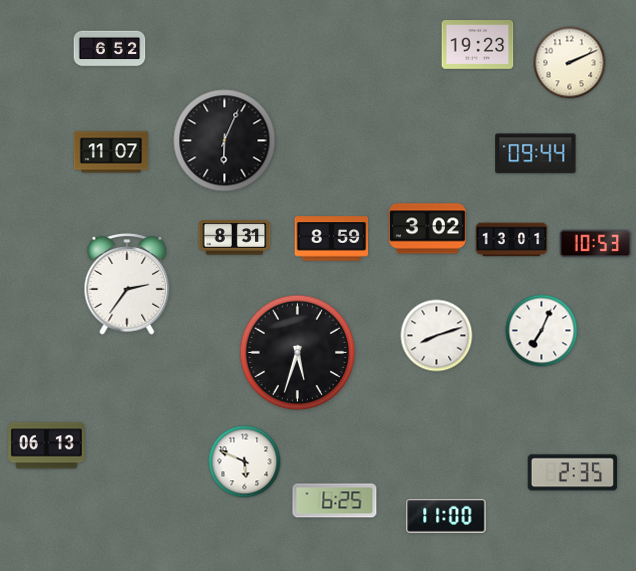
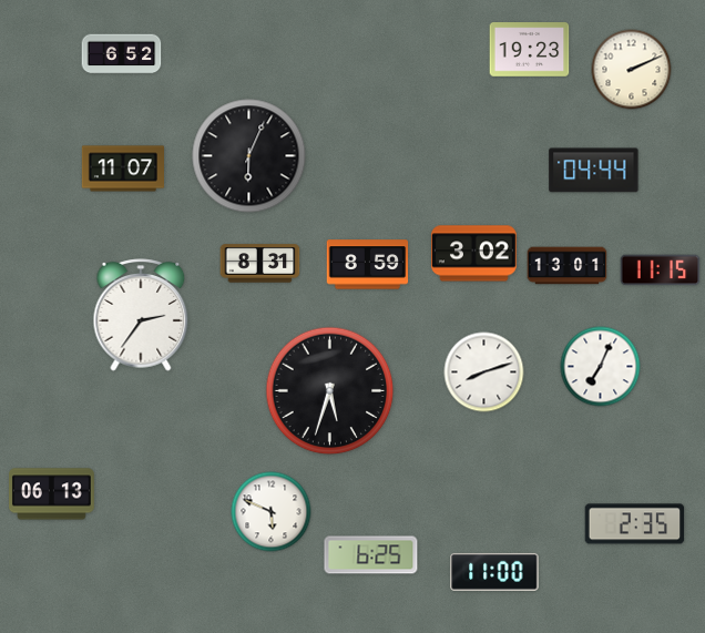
clock at (536, 154): 09:44 -> 04:44
clock at (596, 244): 10:53 -> 11:15
